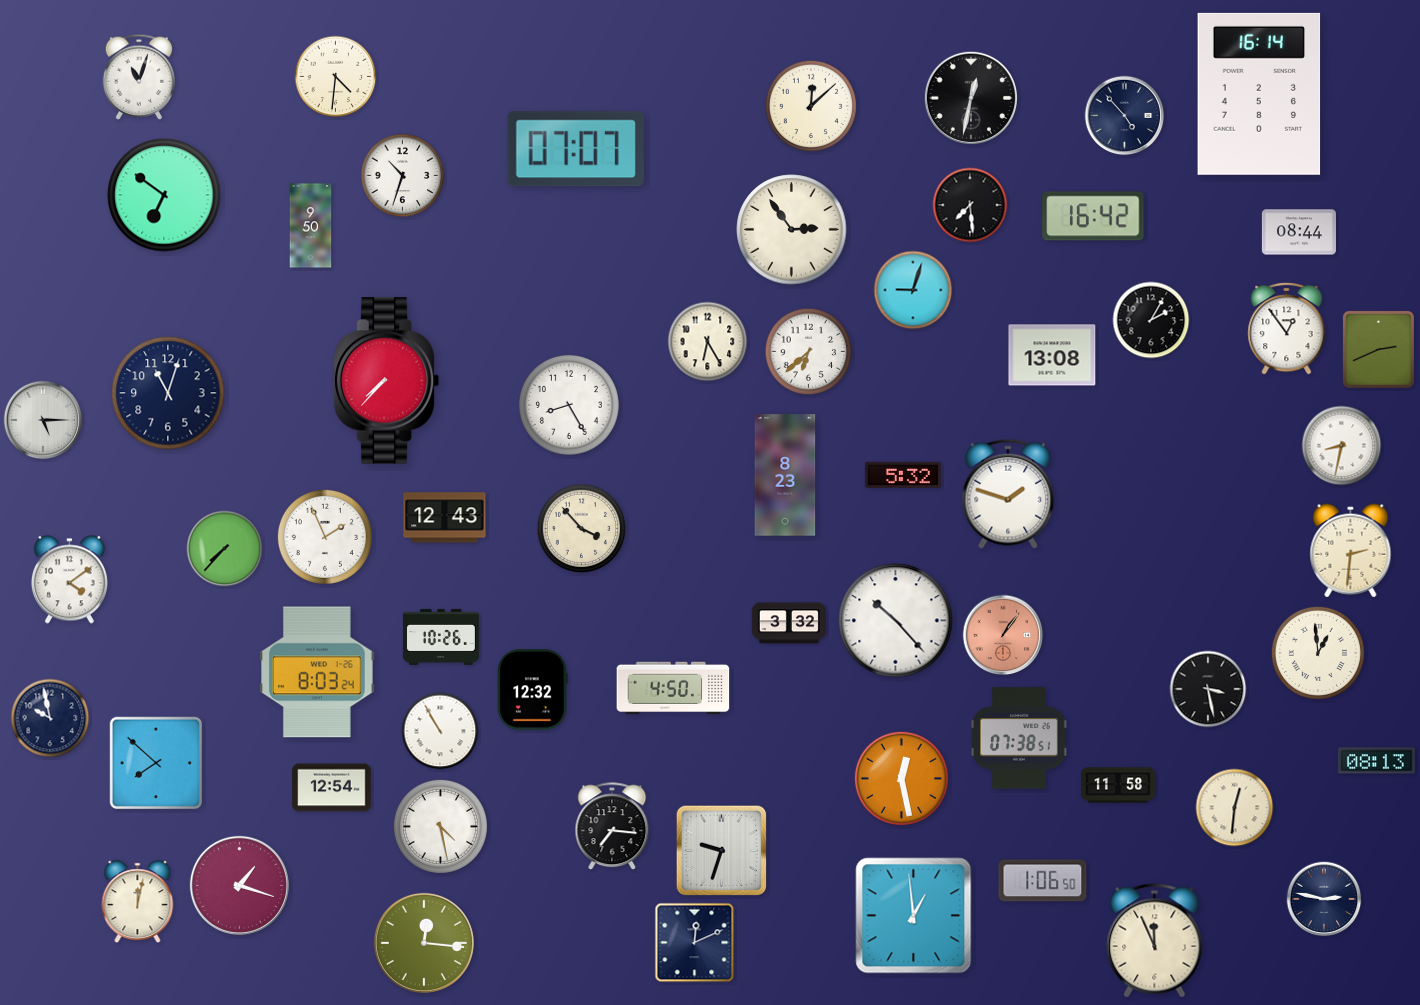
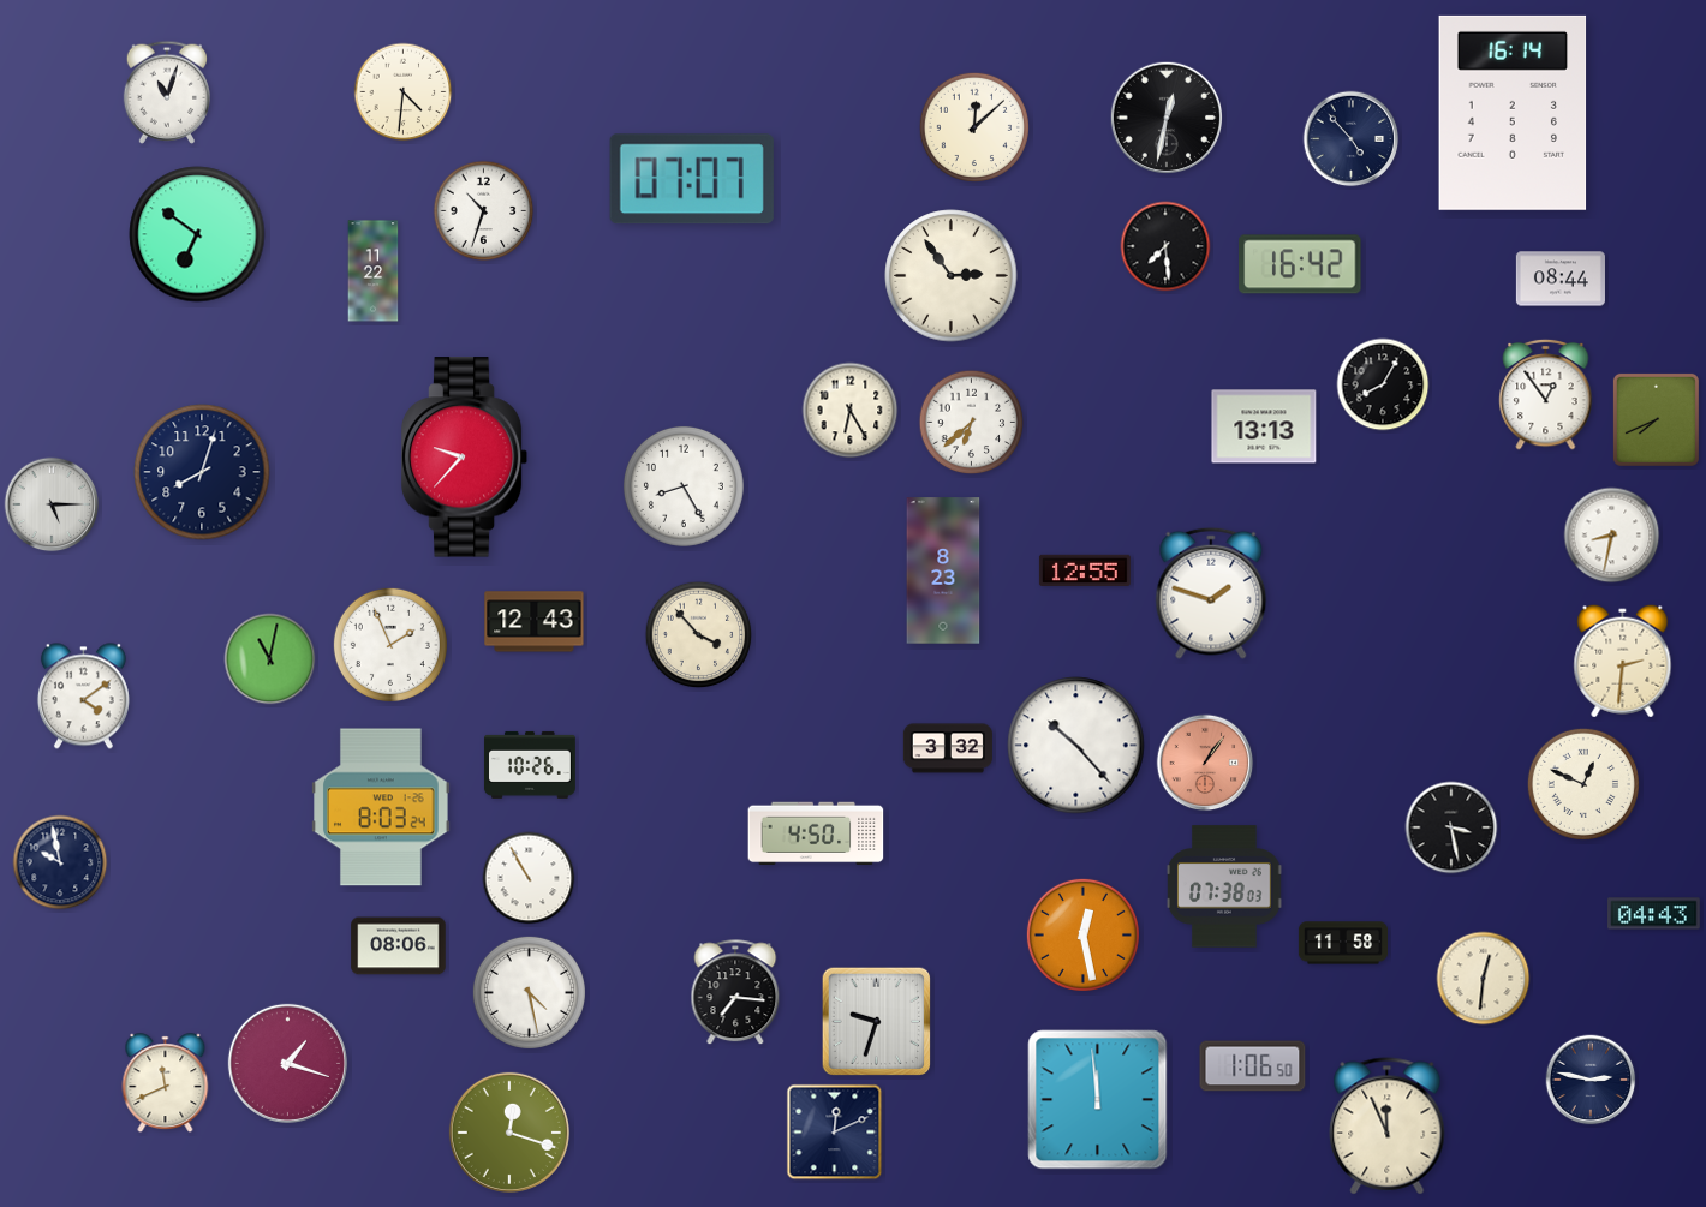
clock at (1093, 216) position: (1093, 216) -> (1300, 264)
clock at (311, 226): 9:50 -> 11:22
clock at (913, 290): 9:03 -> none
clock at (1151, 320): 2:05 -> 8:05
clock at (1378, 349): 2:41 -> 7:41
clock at (1052, 355): 13:08 -> 13:13
clock at (387, 381): 7:37 -> 9:37
clock at (168, 393): 11:03 -> 8:03
clock at (903, 474): 5:32 -> 12:55
clock at (225, 549): 7:37 -> 11:02
clock at (1318, 653): 12:59 -> 12:49
clock at (673, 688) position: (673, 688) -> (816, 833)
clock at (532, 690): 12:32 -> none
clock at (1019, 738): 07:38:51 -> 07:38:03
clock at (1377, 761): 08:13 -> 04:43
clock at (156, 763): 7:52 -> none
clock at (332, 788): 12:54 -> 08:06
clock at (1235, 808) position: (1235, 808) -> (1484, 979)
clock at (722, 851) position: (722, 851) -> (877, 1022)
clock at (1043, 881) position: (1043, 881) -> (1253, 1066)
clock at (138, 902): 12:02 -> 11:41
clock at (914, 916): 12:59 -> 11:59
clock at (1155, 941) position: (1155, 941) -> (1388, 1127)
clock at (424, 943): 12:16 -> 12:18
